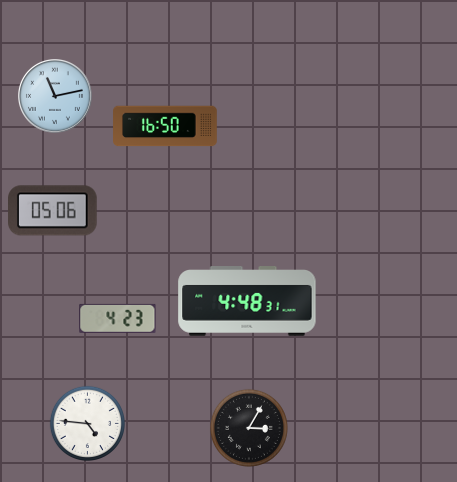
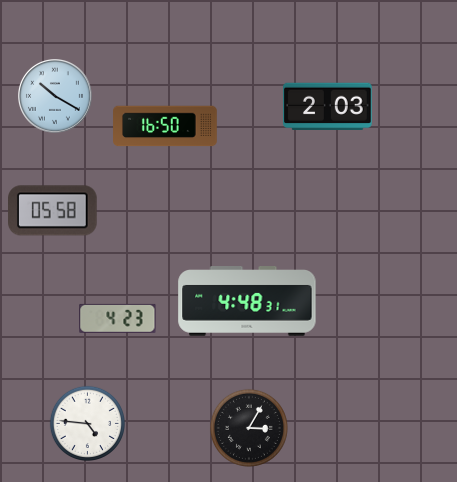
clock at (56, 97): 11:13 -> 10:20
clock at (328, 107): none -> 2:03
clock at (53, 211): 05:06 -> 05:58
